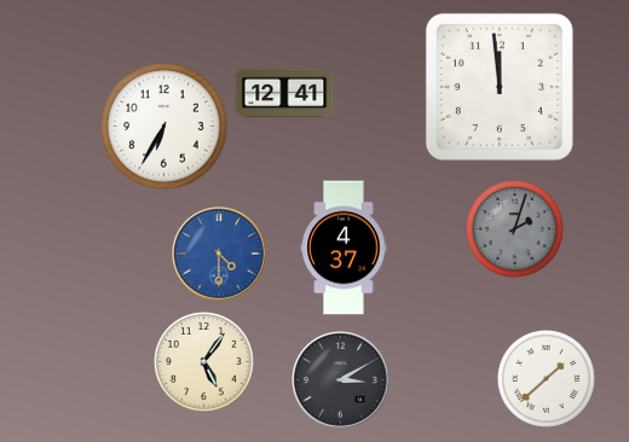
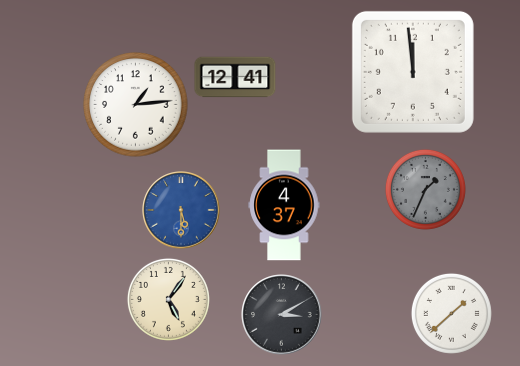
clock at (165, 127): 6:35 -> 1:14
clock at (514, 228): 2:03 -> 1:34
clock at (219, 254): 4:30 -> 5:30
